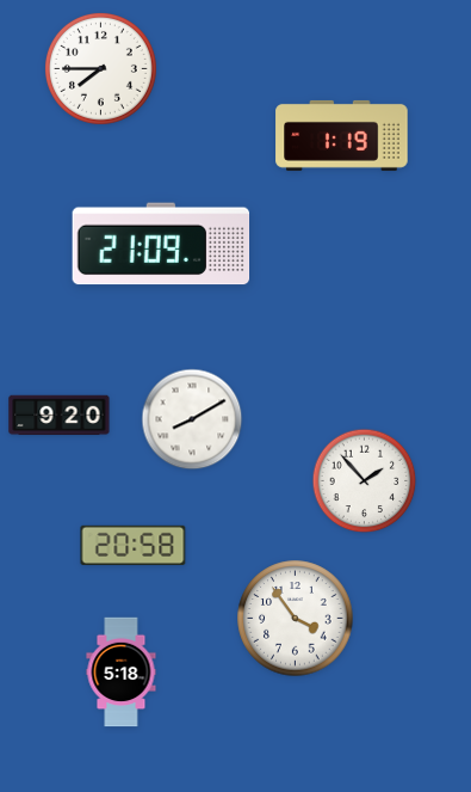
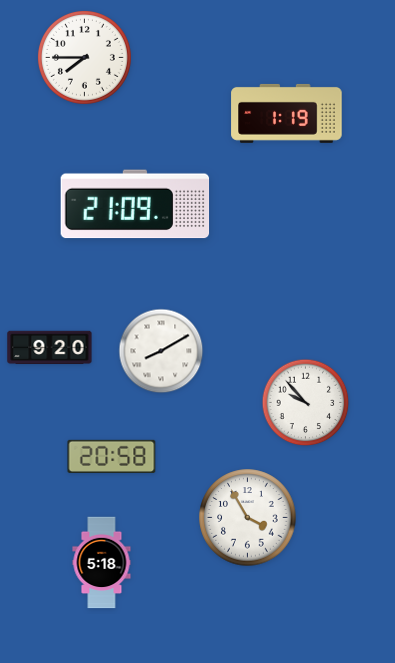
clock at (365, 481): 1:53 -> 9:53
clock at (296, 619): 3:54 -> 3:55
